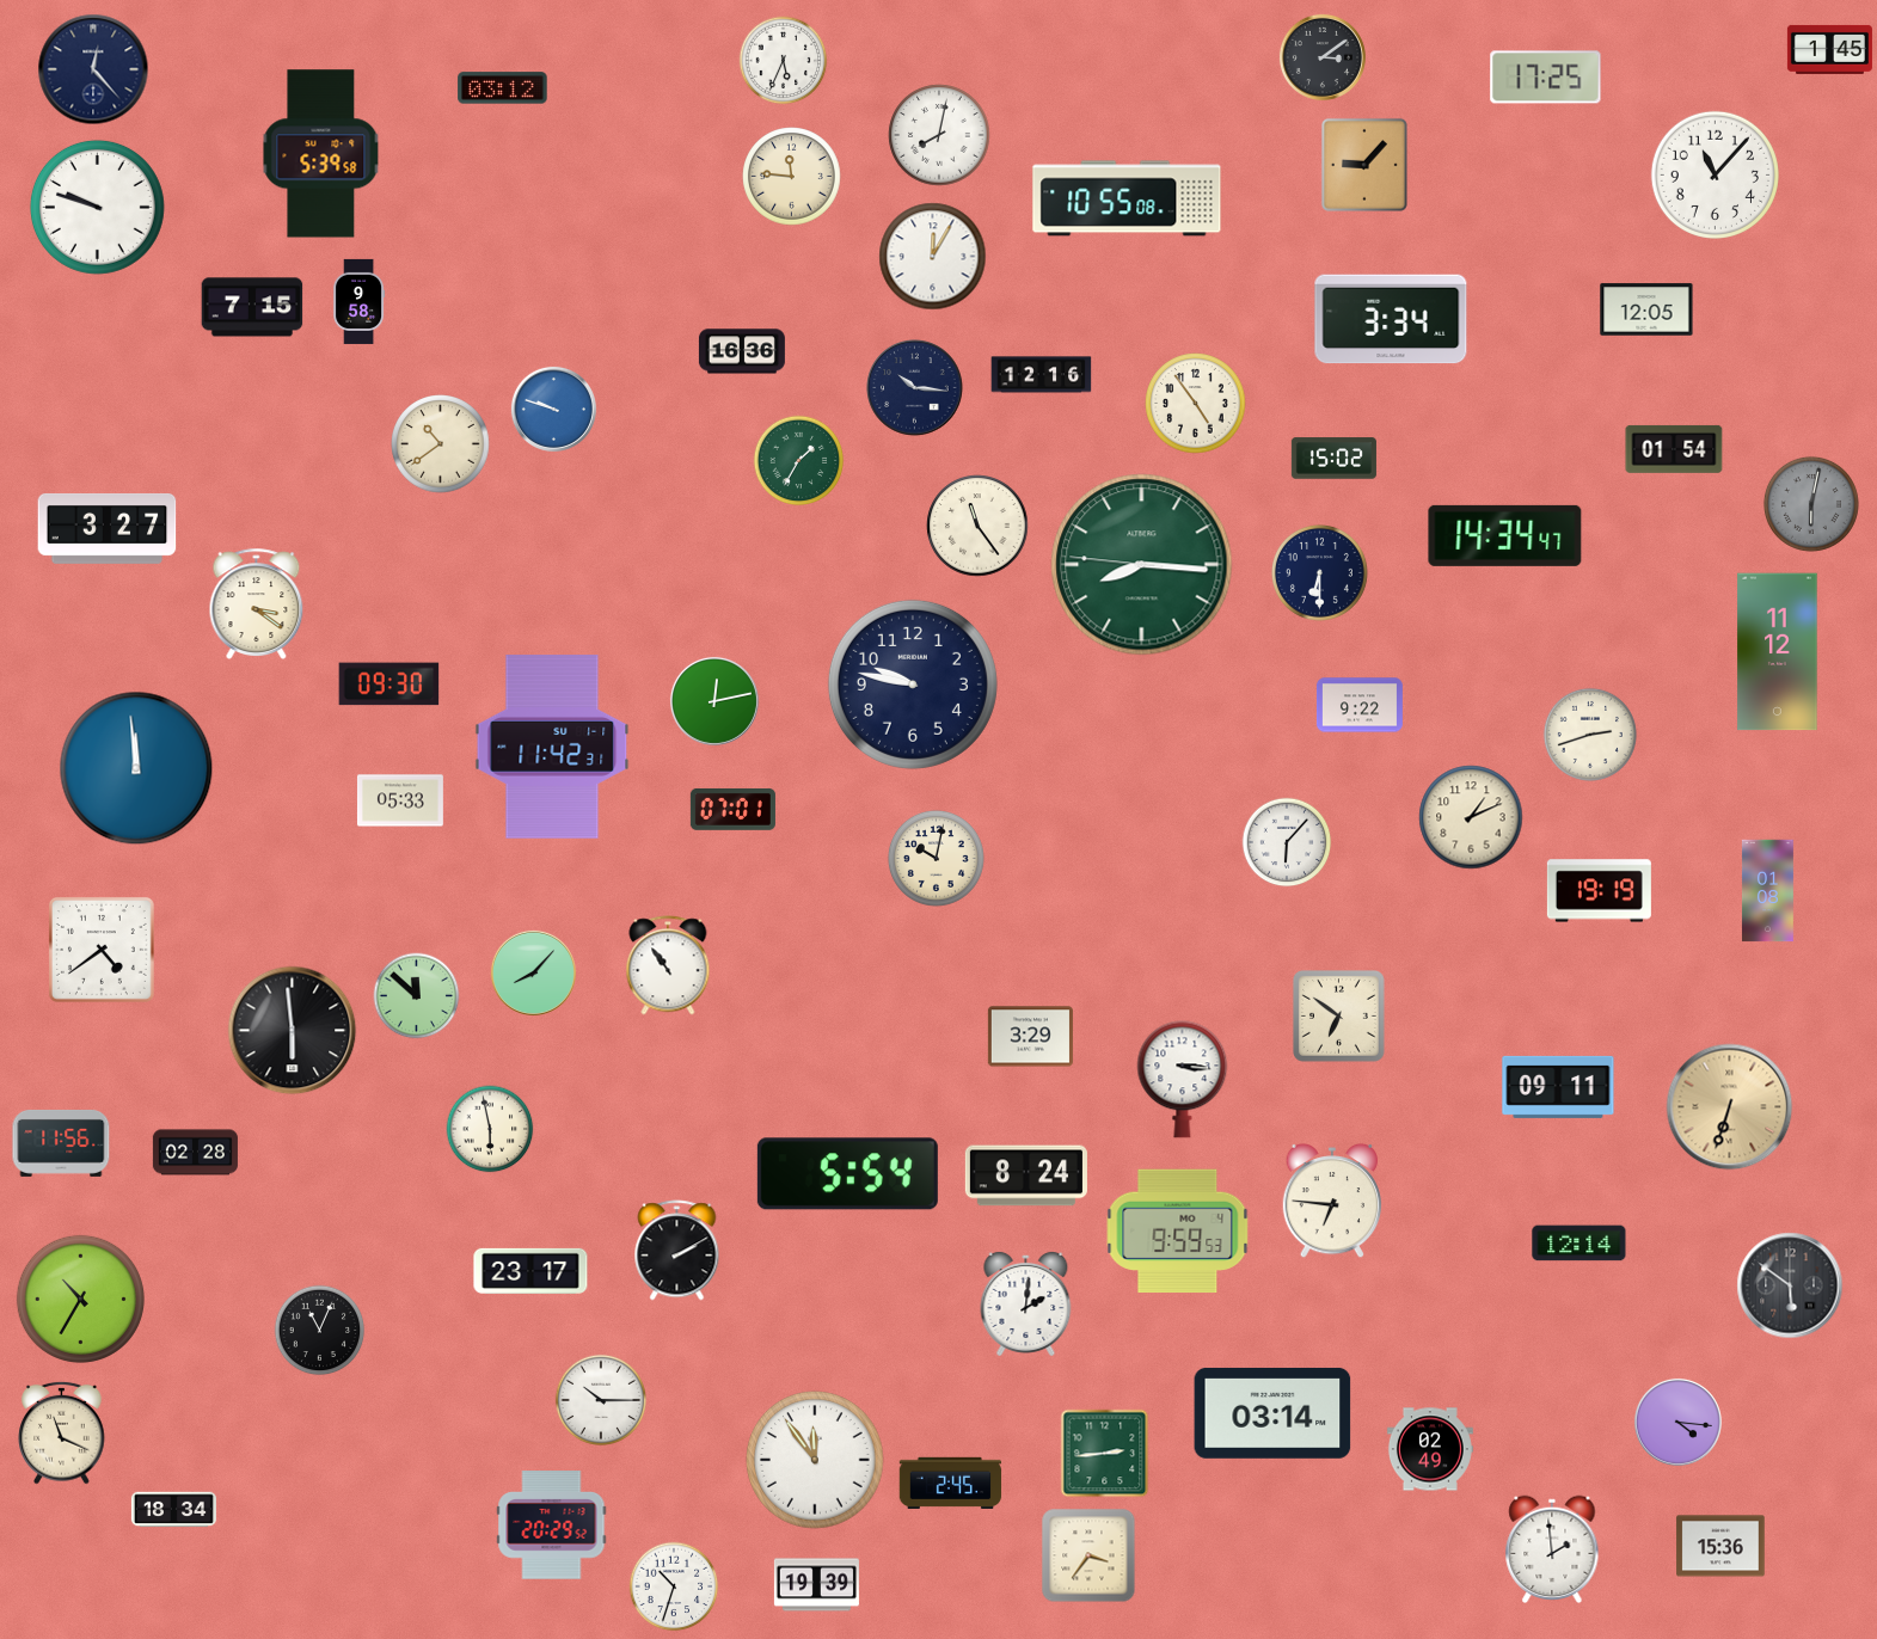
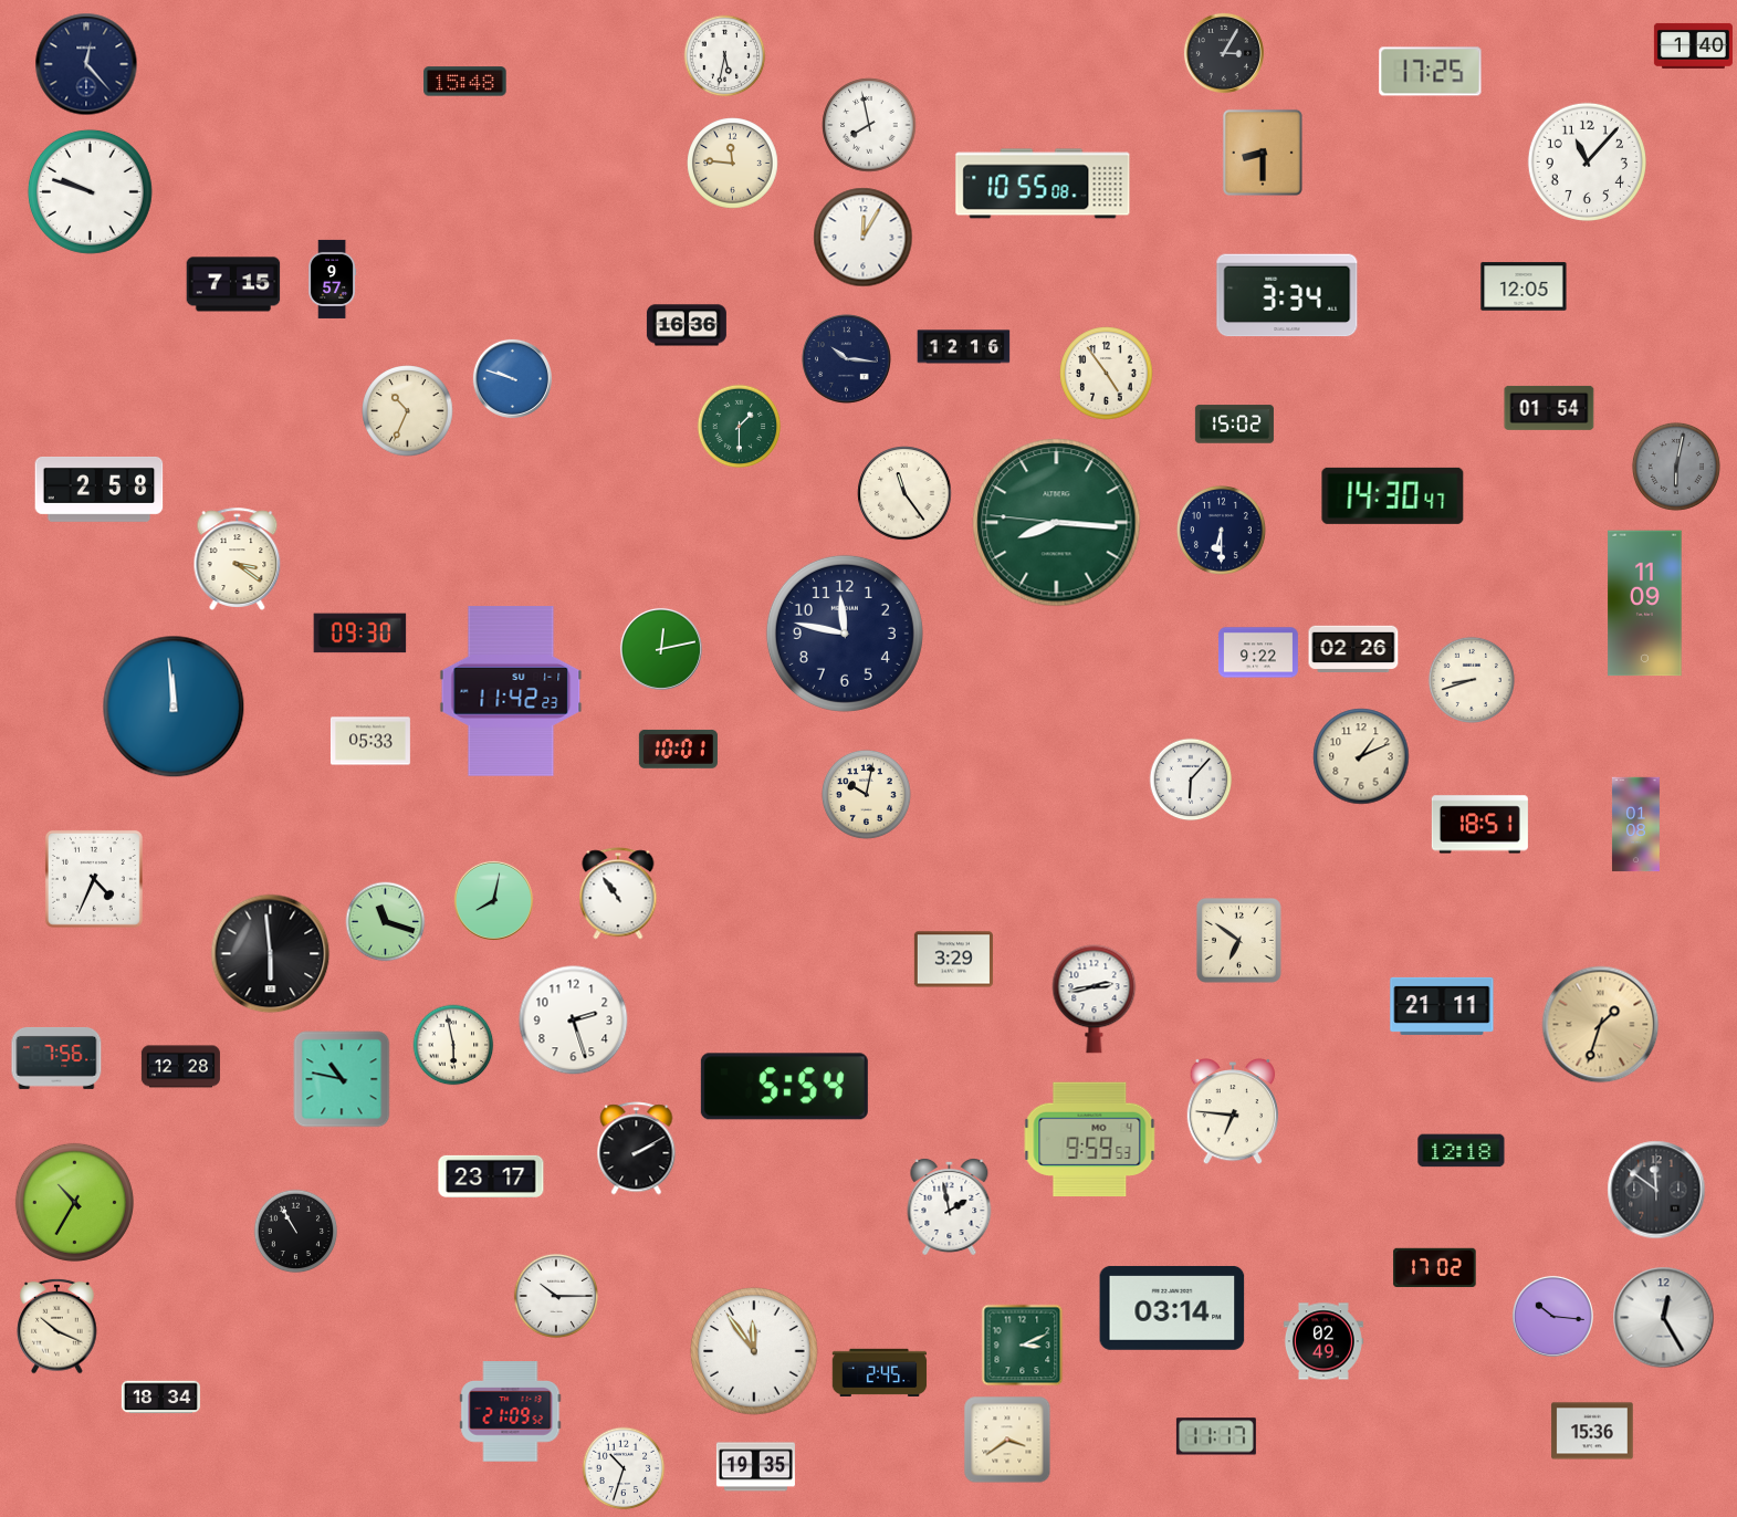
clock at (1829, 49): 1:45 -> 1:40
clock at (1323, 57): 3:09 -> 3:05
clock at (784, 61): 5:34 -> 5:32
clock at (503, 88): 03:12 -> 15:48
clock at (939, 135): 8:02 -> 7:58
clock at (321, 154): 5:39 -> none
clock at (1364, 165): 9:07 -> 8:30
clock at (360, 301): 9:58 -> 9:57
clock at (441, 444): 10:39 -> 10:34
clock at (1674, 449) position: (1674, 449) -> (1549, 408)
clock at (799, 461): 1:35 -> 1:30
clock at (977, 526) position: (977, 526) -> (904, 493)
clock at (108, 529): 3:27 -> 2:58
clock at (1505, 535): 14:34 -> 14:30
clock at (1778, 652): 11:12 -> 11:09
clock at (913, 685): 9:47 -> 11:47
clock at (1353, 648): none -> 02:26
clock at (1590, 735): 2:42 -> 8:42
clock at (552, 747): 11:42:31 -> 11:42:23
clock at (136, 768) position: (136, 768) -> (174, 707)
clock at (732, 810): 07:01 -> 10:01
clock at (1599, 891): 19:19 -> 18:51
clock at (102, 950): 4:39 -> 4:34
clock at (533, 972): 8:07 -> 8:02
clock at (417, 996): 11:52 -> 11:18
clock at (1183, 1080): 3:16 -> 2:43
clock at (1558, 1087): 09:11 -> 21:11
clock at (574, 1021): none -> 2:27
clock at (1730, 1107): 6:33 -> 1:33
clock at (61, 1143): 11:56 -> 7:56
clock at (195, 1153): 02:28 -> 12:28
clock at (342, 1079): none -> 10:47
clock at (1026, 1175): 8:24 -> none
clock at (1579, 1244): 12:14 -> 12:18
clock at (677, 1251) position: (677, 1251) -> (637, 1149)
clock at (1790, 1285): 5:51 -> 11:51
clock at (1026, 1303): 2:01 -> 1:58
clock at (320, 1331): 11:04 -> 10:55
clock at (1435, 1268): none -> 17:02
clock at (1272, 1413) position: (1272, 1413) -> (1172, 1308)
clock at (1677, 1422): 4:16 -> 10:16
clock at (1664, 1318): none -> 12:25
clock at (62, 1432): 11:19 -> 10:19
clock at (1105, 1454): 2:44 -> 3:11
clock at (552, 1526): 20:29 -> 21:09
clock at (1552, 1549): 1:59 -> none
clock at (1216, 1436): none -> 11:17
clock at (1088, 1555): 3:36 -> 3:39
clock at (816, 1585): 19:39 -> 19:35
